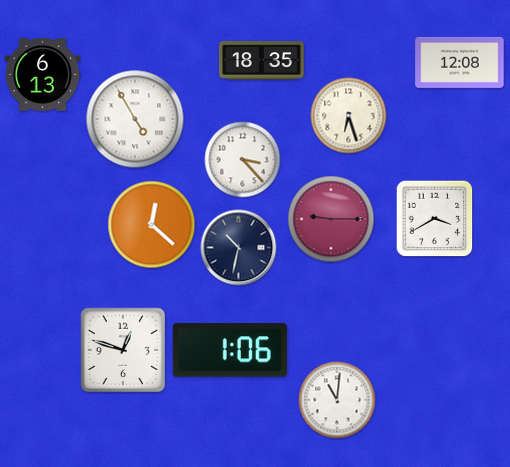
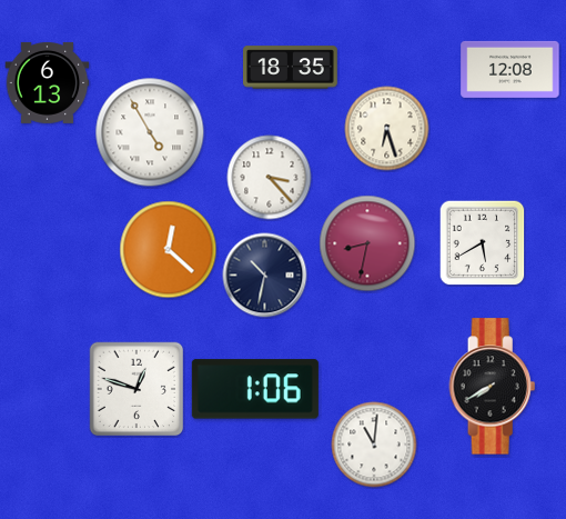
clock at (434, 218): 3:40 -> 5:40
clock at (331, 219): 9:15 -> 8:32
clock at (493, 387): none -> 7:40
